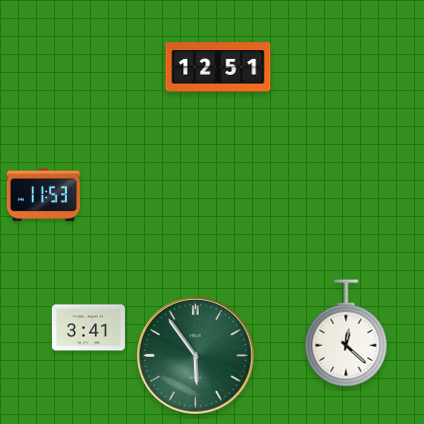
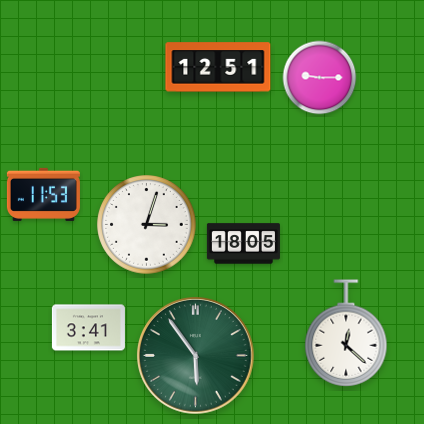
clock at (320, 78): none -> 9:15
clock at (147, 225): none -> 3:03
clock at (243, 244): none -> 18:05
